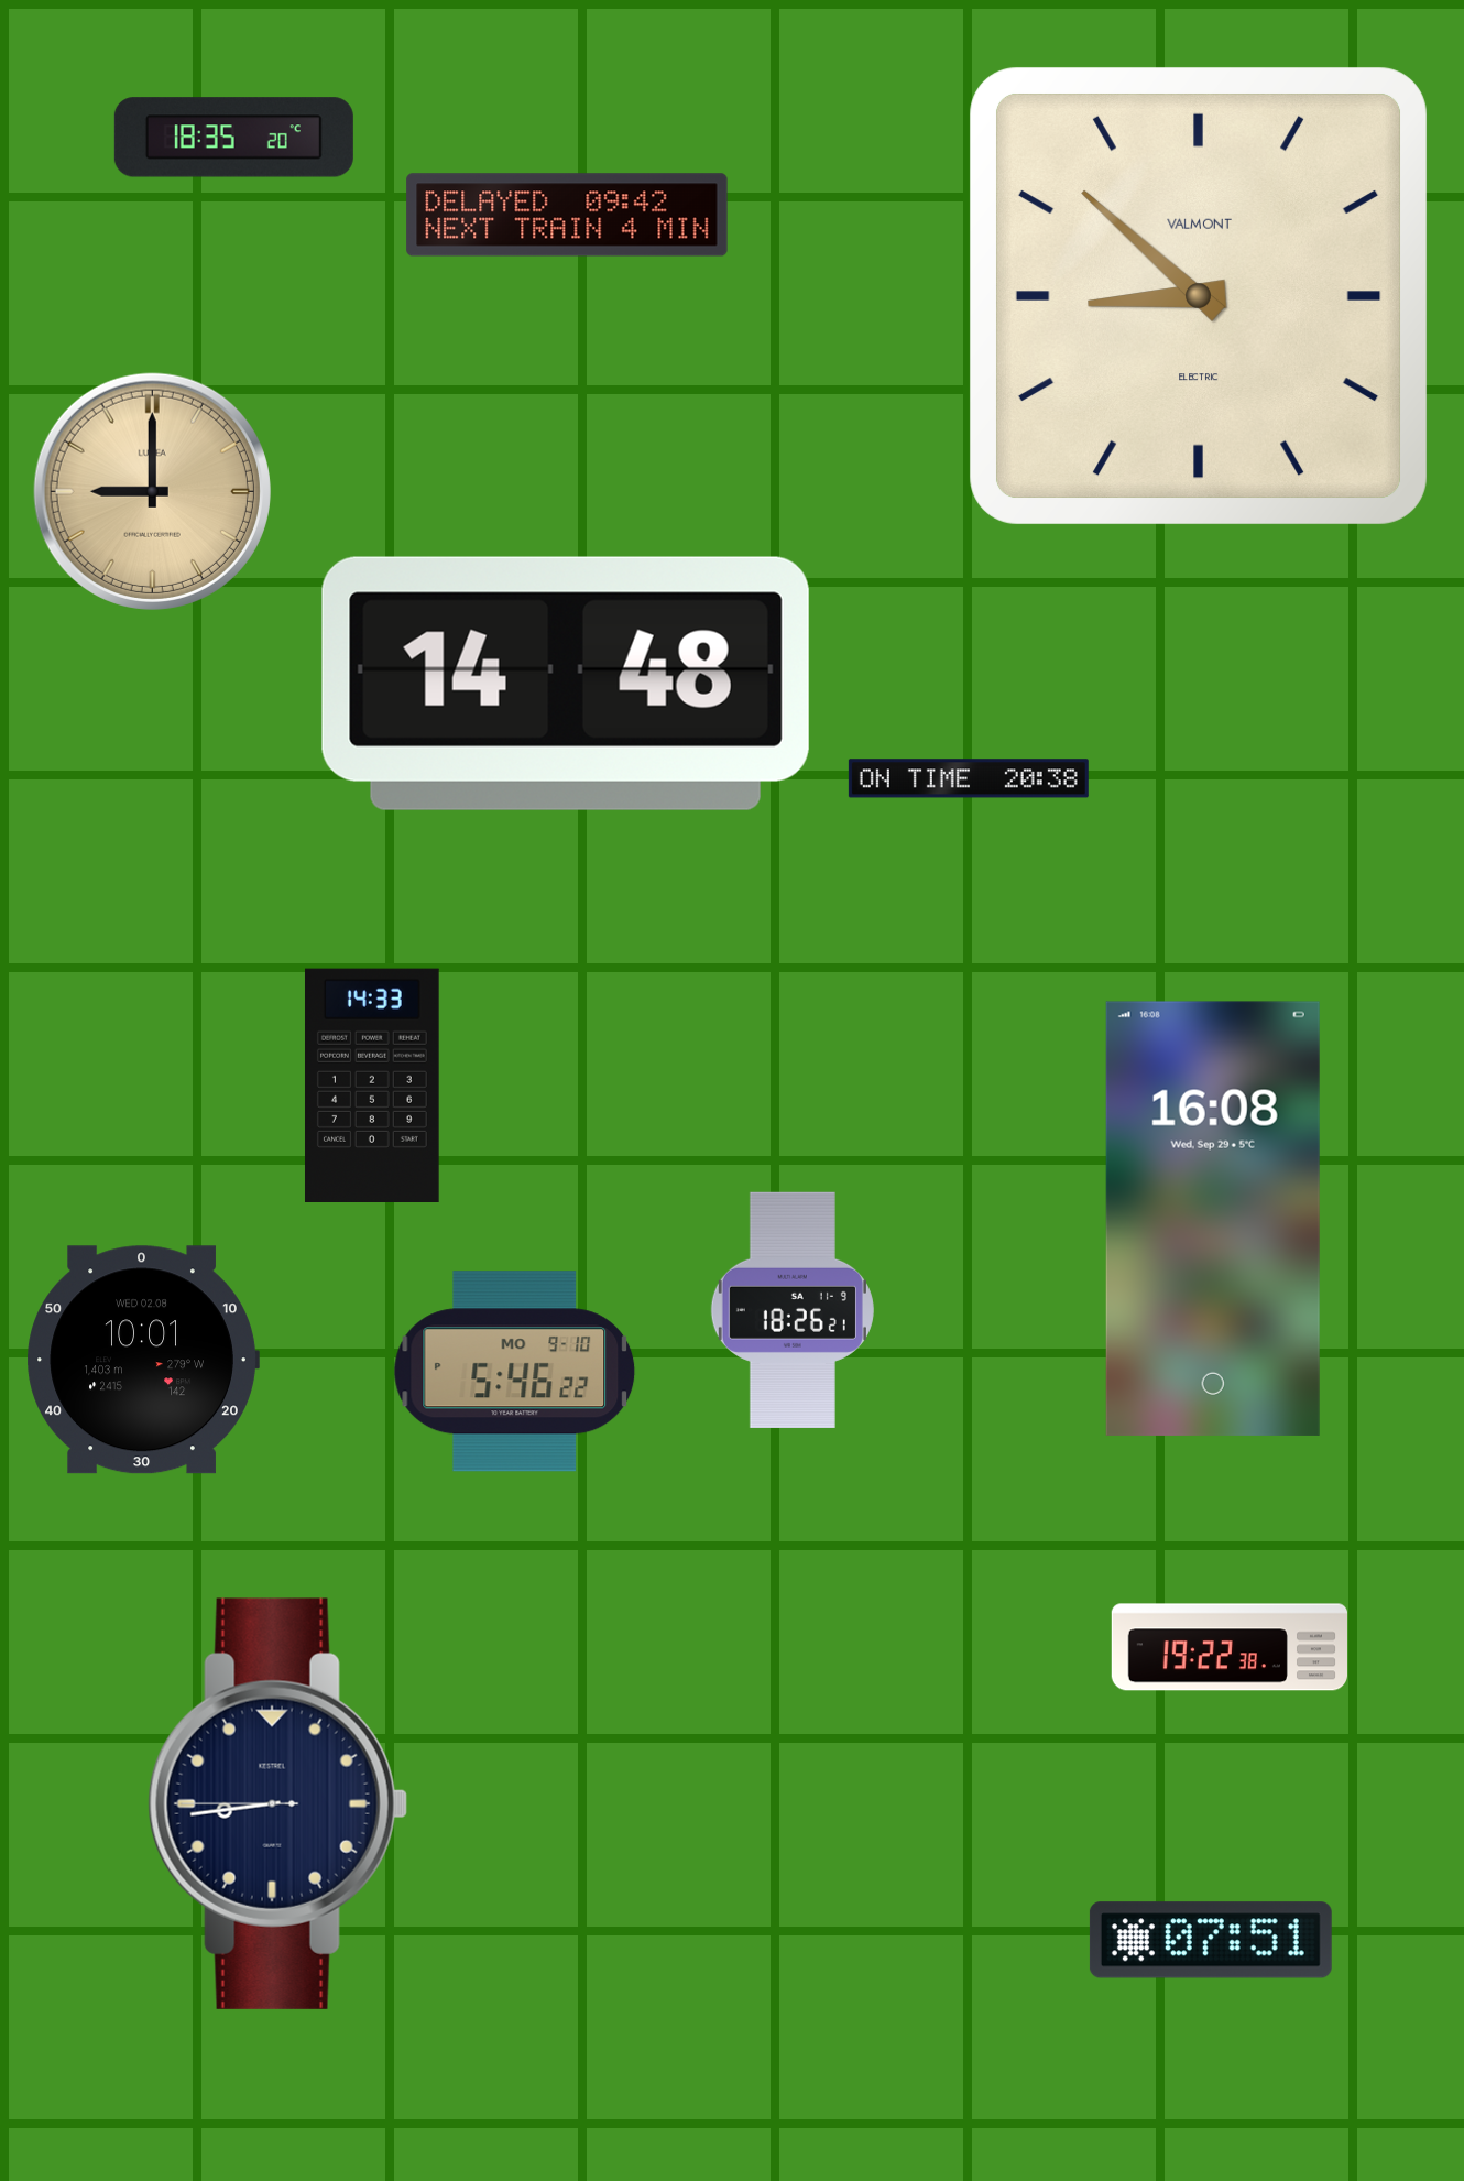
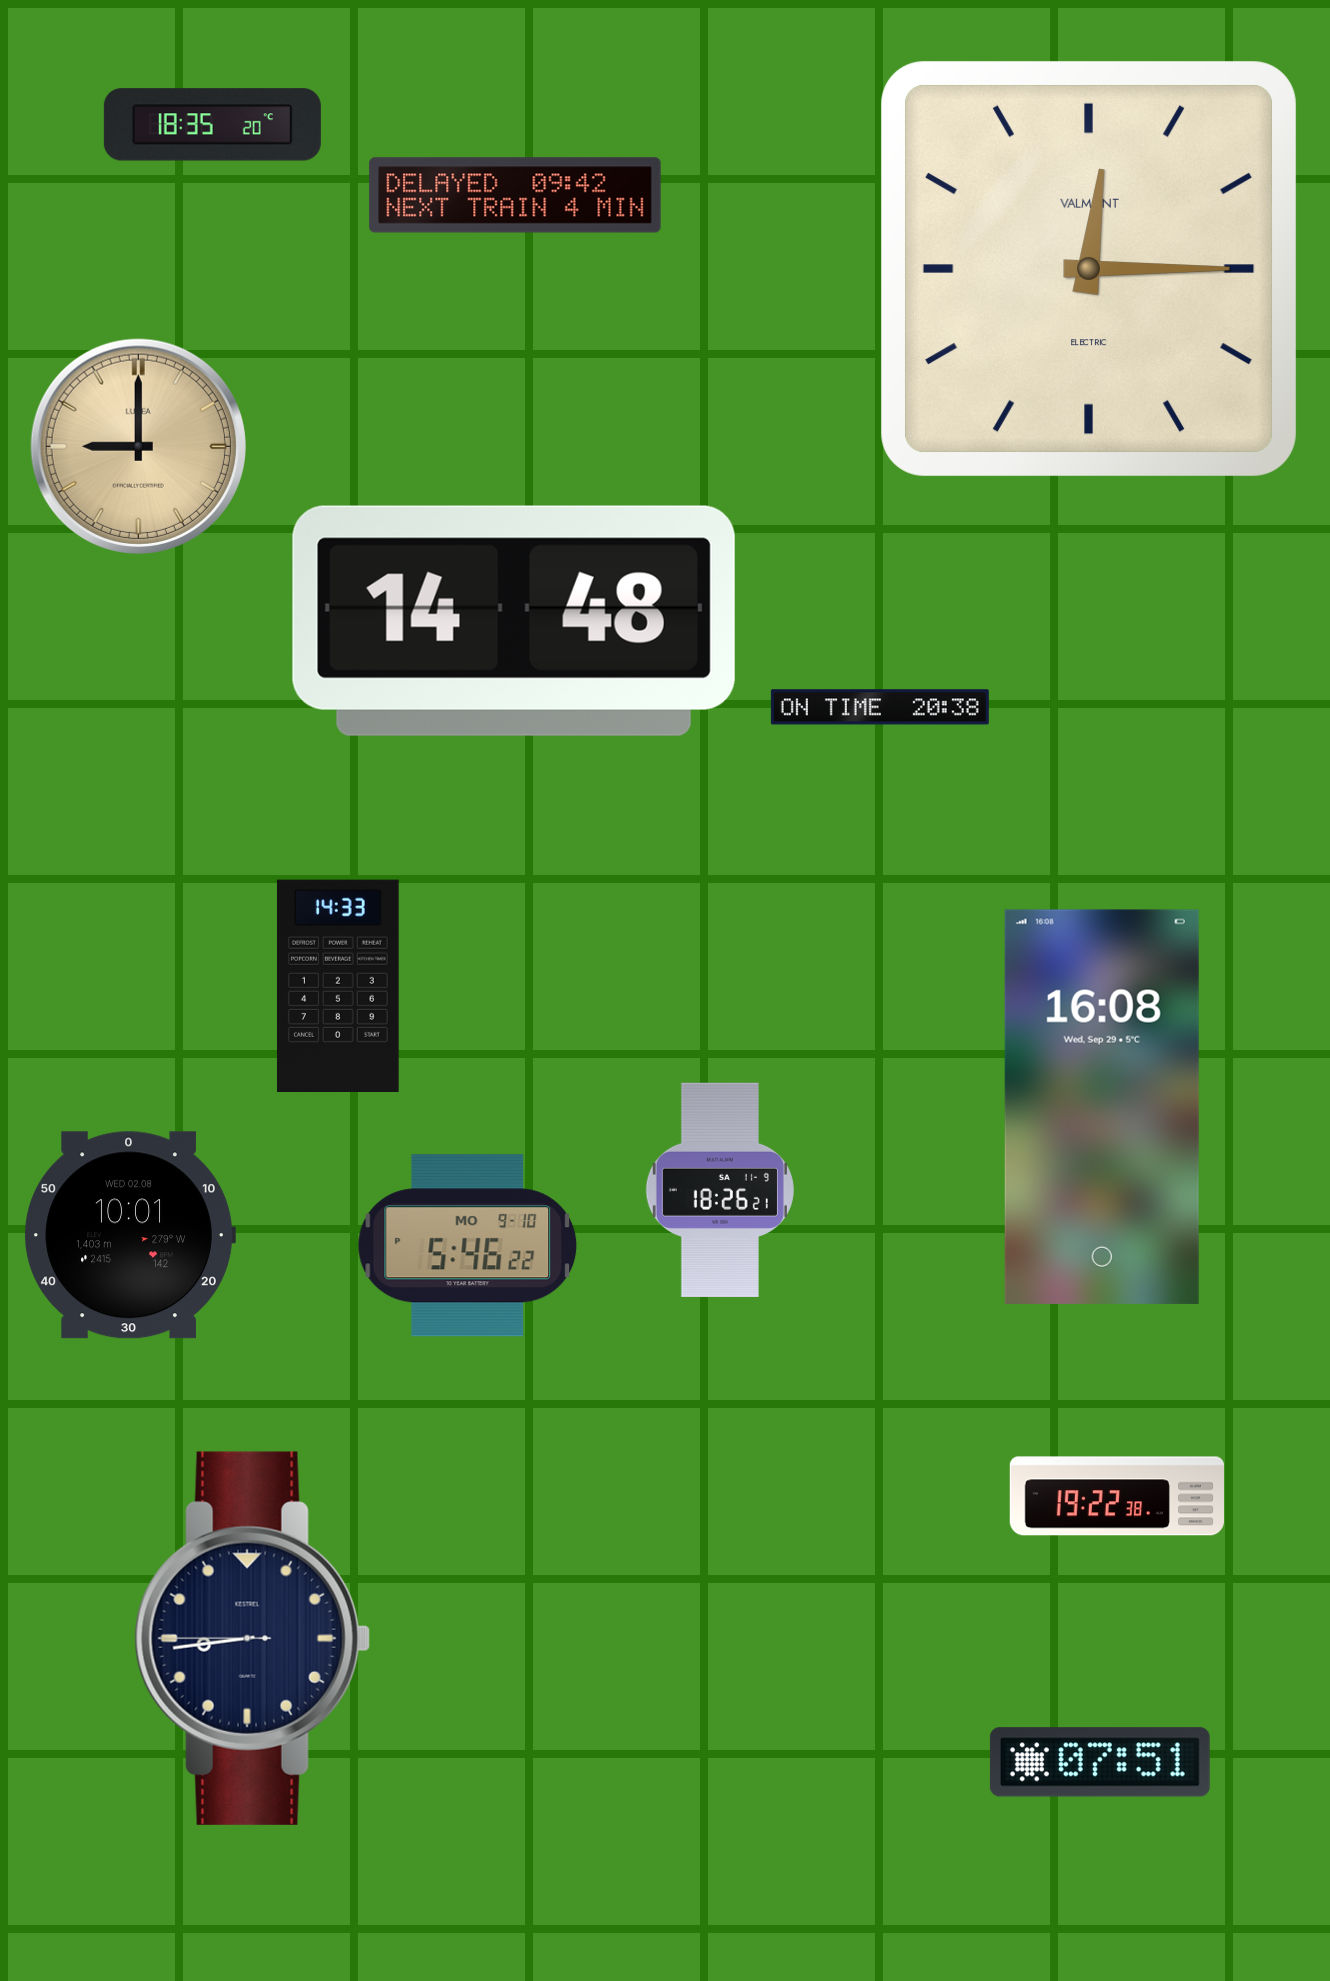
clock at (1199, 296): 8:52 -> 12:15
